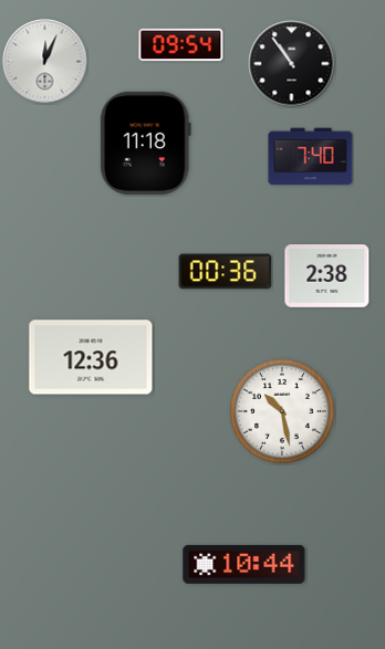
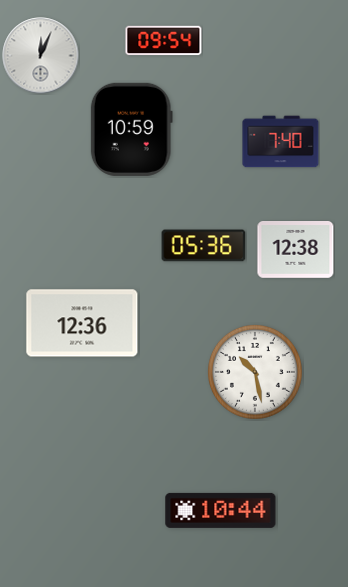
clock at (292, 64): 10:54 -> none
clock at (145, 143): 11:18 -> 10:59
clock at (226, 272): 00:36 -> 05:36
clock at (327, 276): 2:38 -> 12:38
